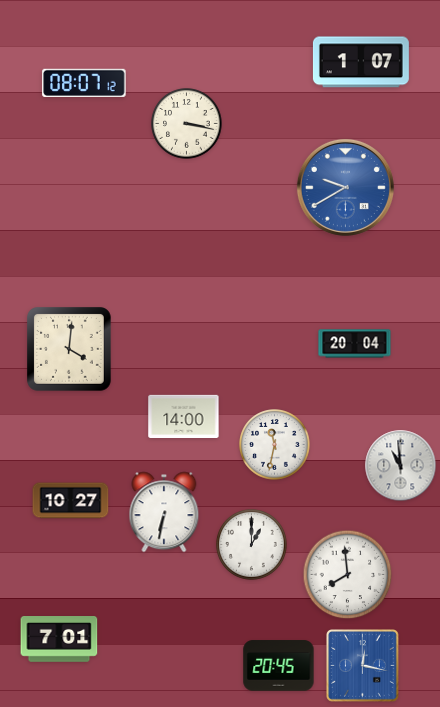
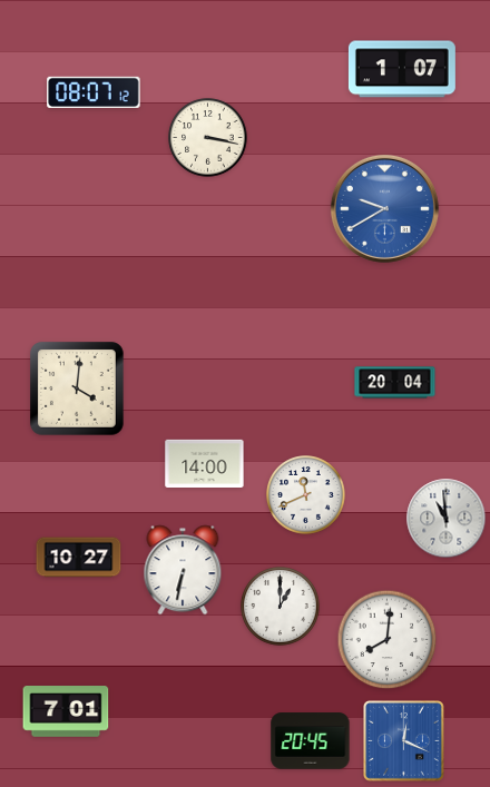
clock at (275, 445): 11:32 -> 11:41
clock at (348, 575): 7:59 -> 8:01
clock at (363, 666): 12:17 -> 12:19
